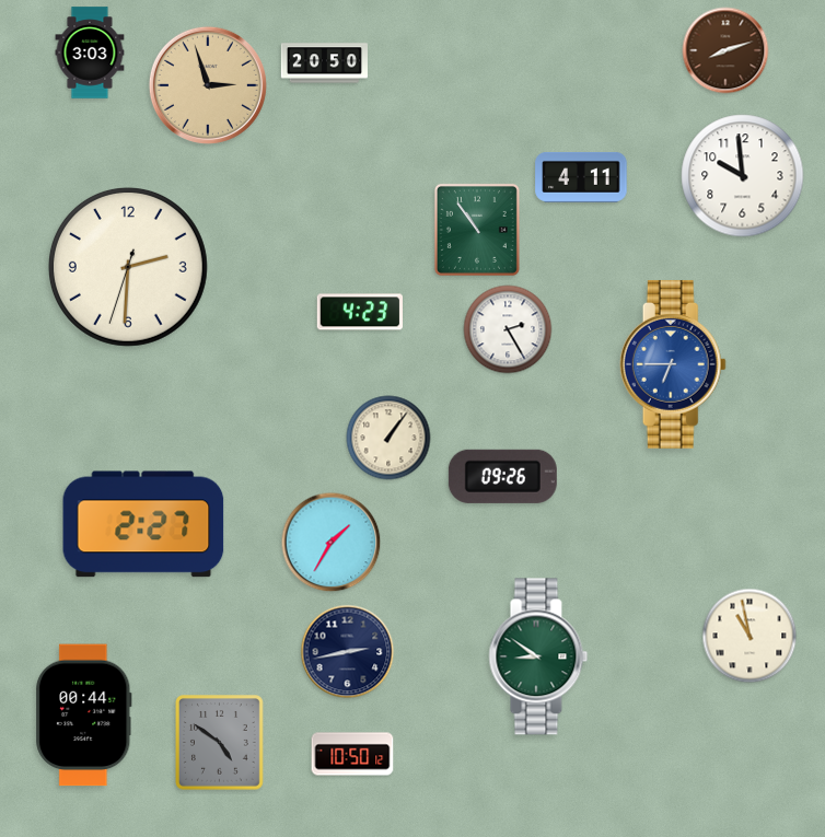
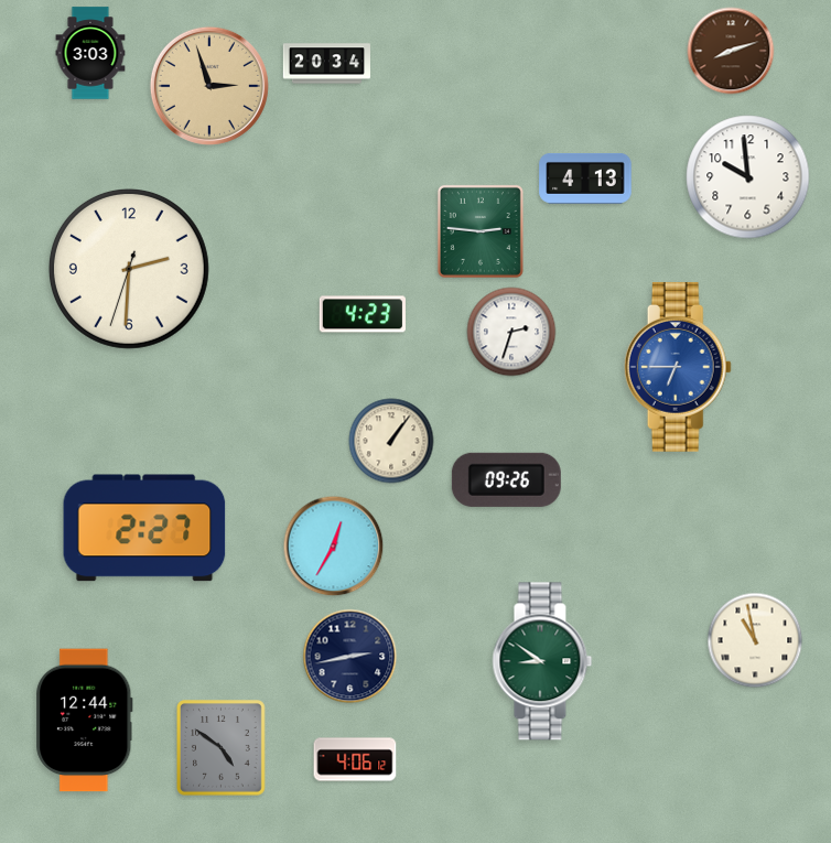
clock at (324, 63): 20:50 -> 20:34
clock at (581, 177): 4:11 -> 4:13
clock at (477, 230): 10:54 -> 2:46
clock at (508, 329): 2:25 -> 2:33
clock at (332, 543): 1:35 -> 12:35
clock at (84, 716): 00:44 -> 12:44
clock at (352, 754): 10:50 -> 4:06
